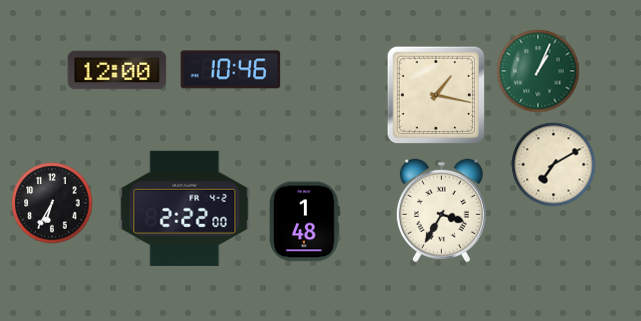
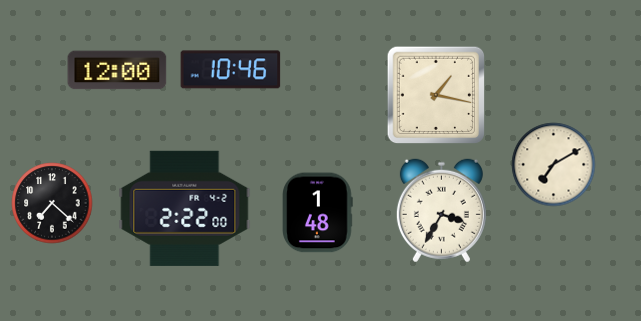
clock at (538, 71): 1:04 -> none
clock at (52, 203): 6:35 -> 7:22
clock at (305, 222) position: (305, 222) -> (318, 213)
